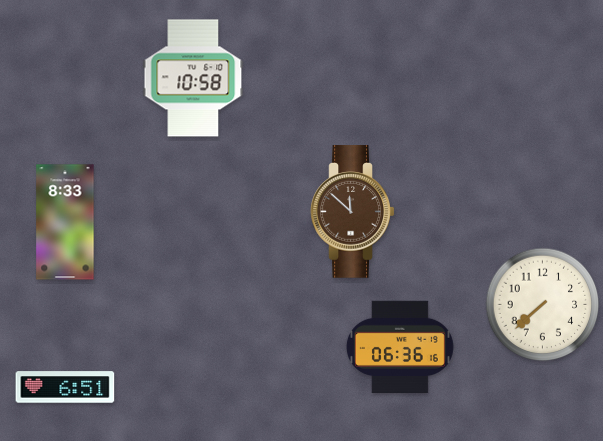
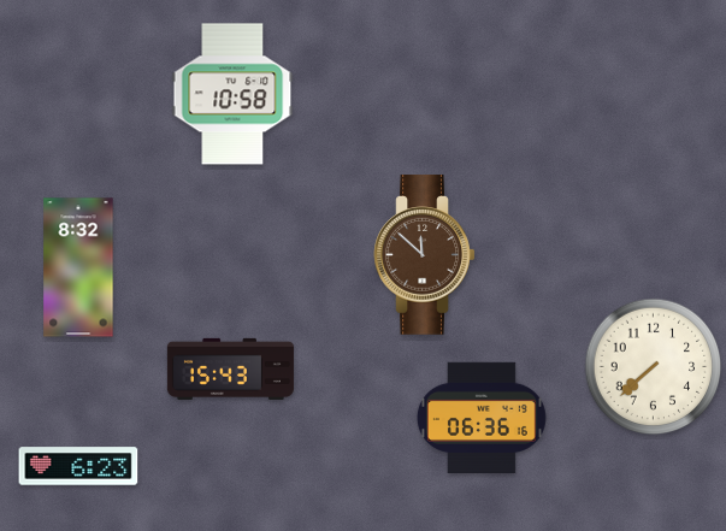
clock at (65, 222): 8:33 -> 8:32
clock at (230, 368): none -> 15:43
clock at (65, 387): 6:51 -> 6:23
